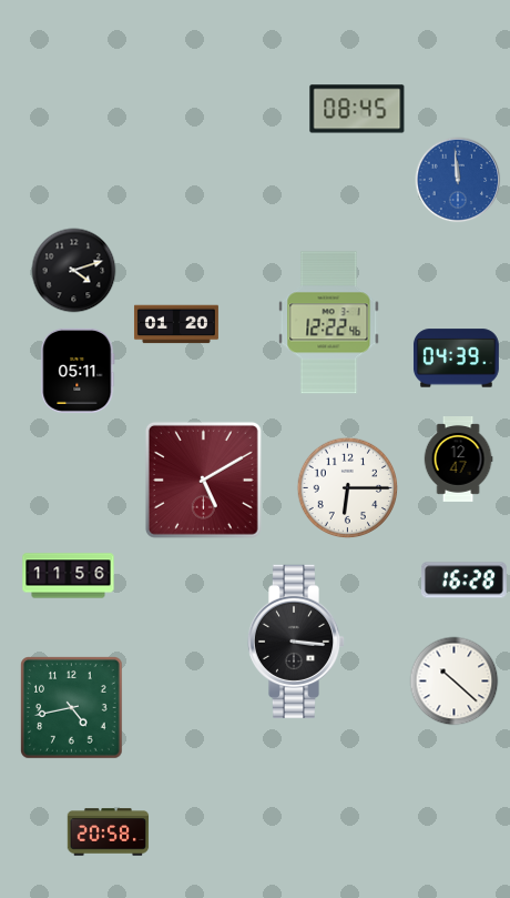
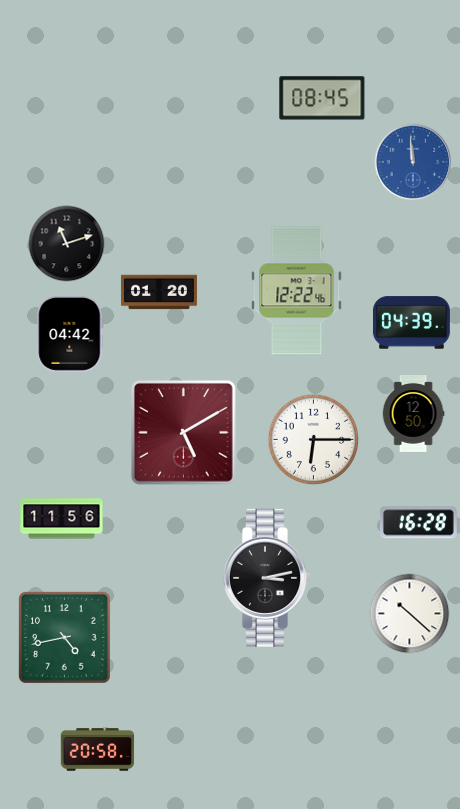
clock at (74, 271): 4:12 -> 11:12
clock at (78, 371): 05:11 -> 04:42
clock at (458, 460): 12:47 -> 12:50
clock at (296, 642): 3:16 -> 3:13
